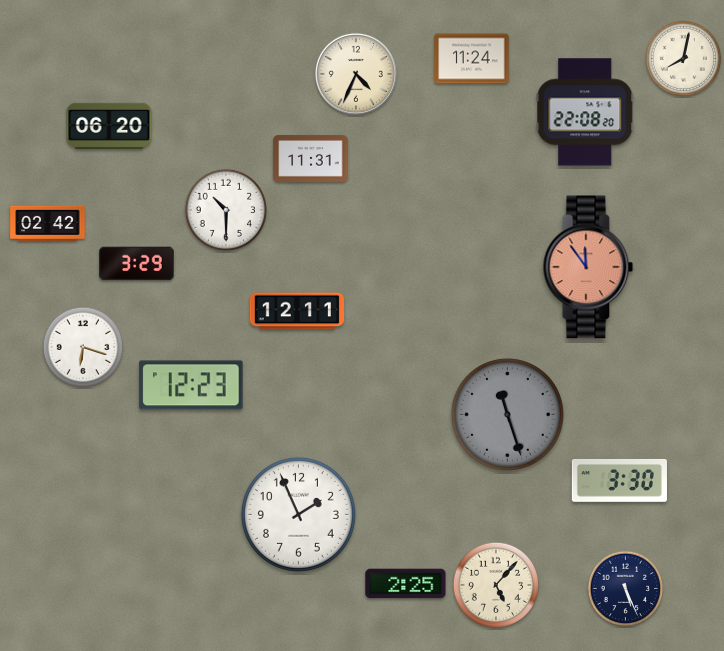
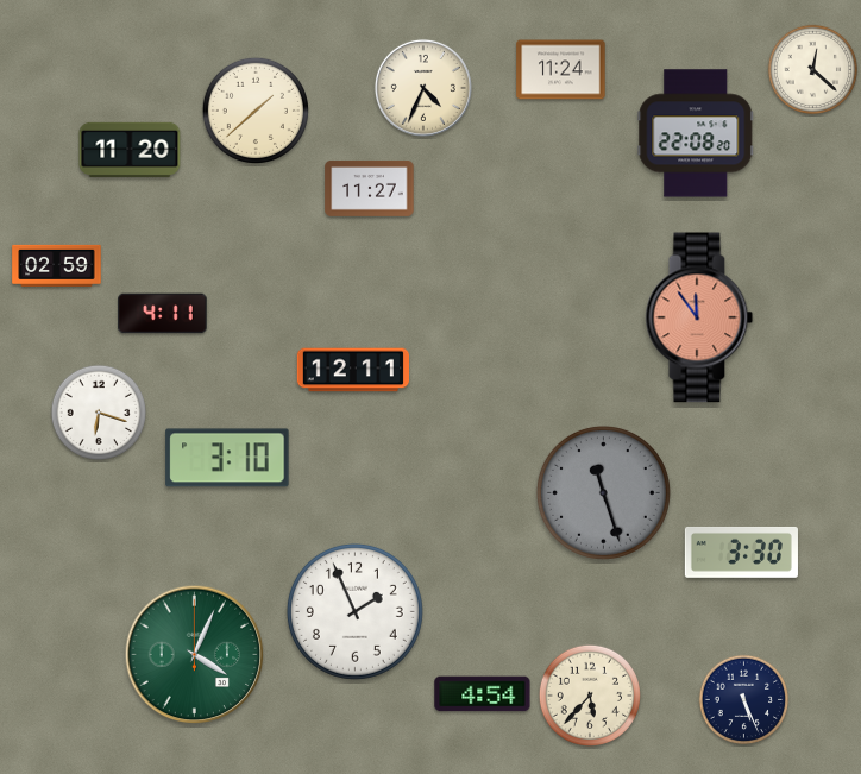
clock at (684, 59): 8:02 -> 12:22
clock at (256, 111): none -> 1:38
clock at (109, 126): 06:20 -> 11:20
clock at (311, 159): 11:31 -> 11:27
clock at (225, 209): 10:30 -> none
clock at (48, 223): 02:42 -> 02:59
clock at (137, 264): 3:29 -> 4:11
clock at (191, 385): 12:23 -> 3:10
clock at (619, 480) position: (619, 480) -> (741, 552)
clock at (195, 655): none -> 4:04
clock at (406, 584): 2:25 -> 4:54
clock at (496, 585): 5:07 -> 5:37
